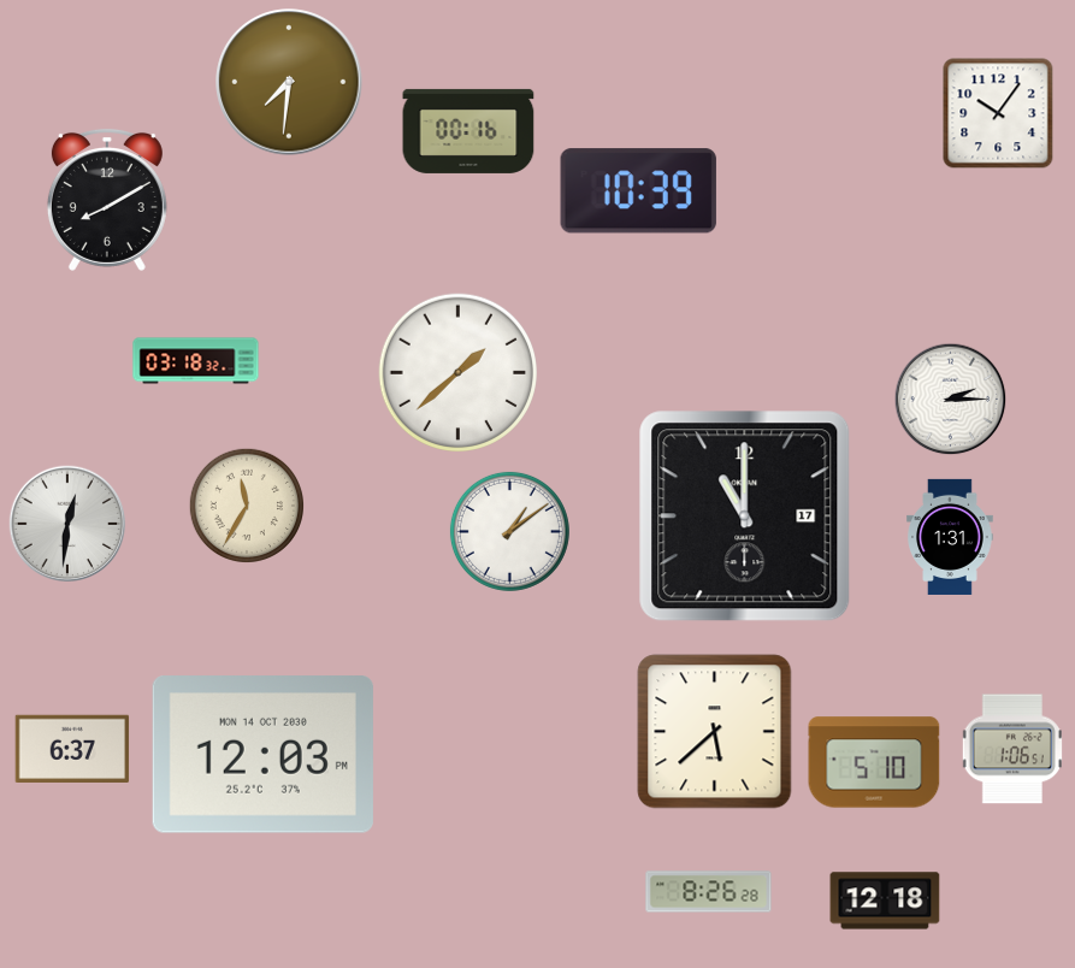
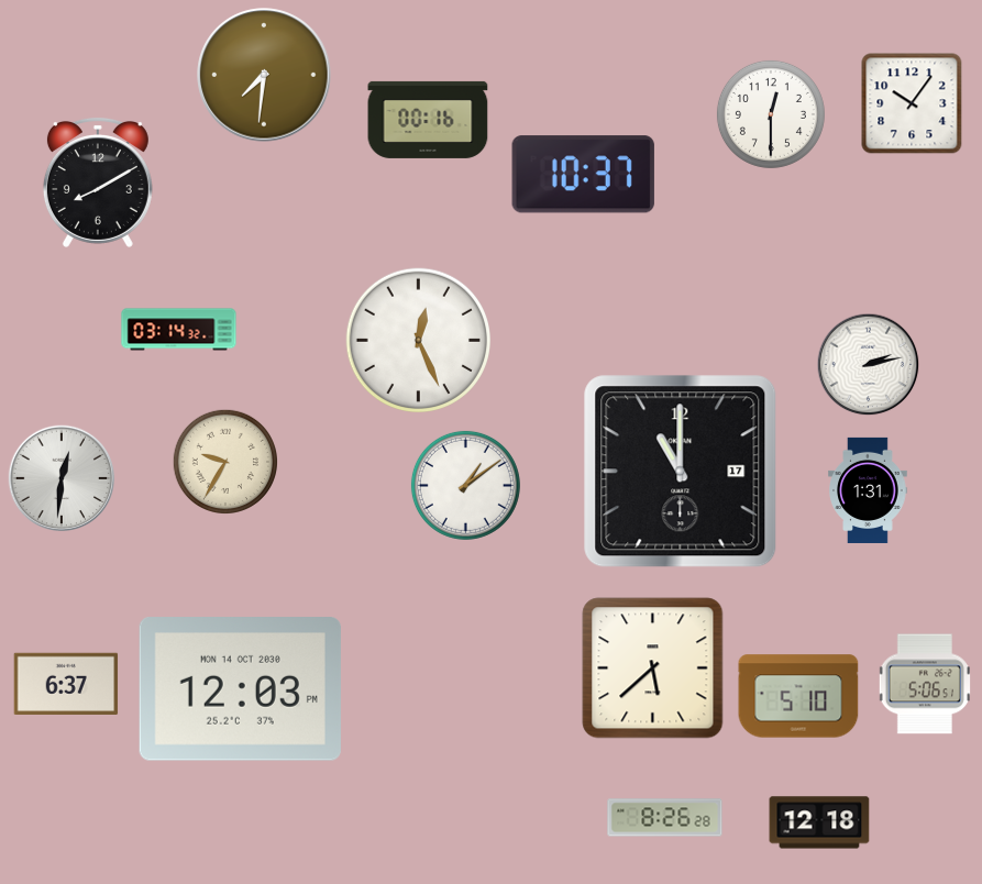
clock at (771, 114): none -> 12:30
clock at (638, 191): 10:39 -> 10:37
clock at (196, 361): 03:18 -> 03:14
clock at (457, 372): 1:38 -> 12:26
clock at (951, 400): 2:15 -> 2:13
clock at (246, 504): 11:35 -> 9:35
clock at (1012, 749): 1:06 -> 5:06
clock at (709, 892) position: (709, 892) -> (665, 818)
clock at (885, 901) position: (885, 901) -> (819, 822)
